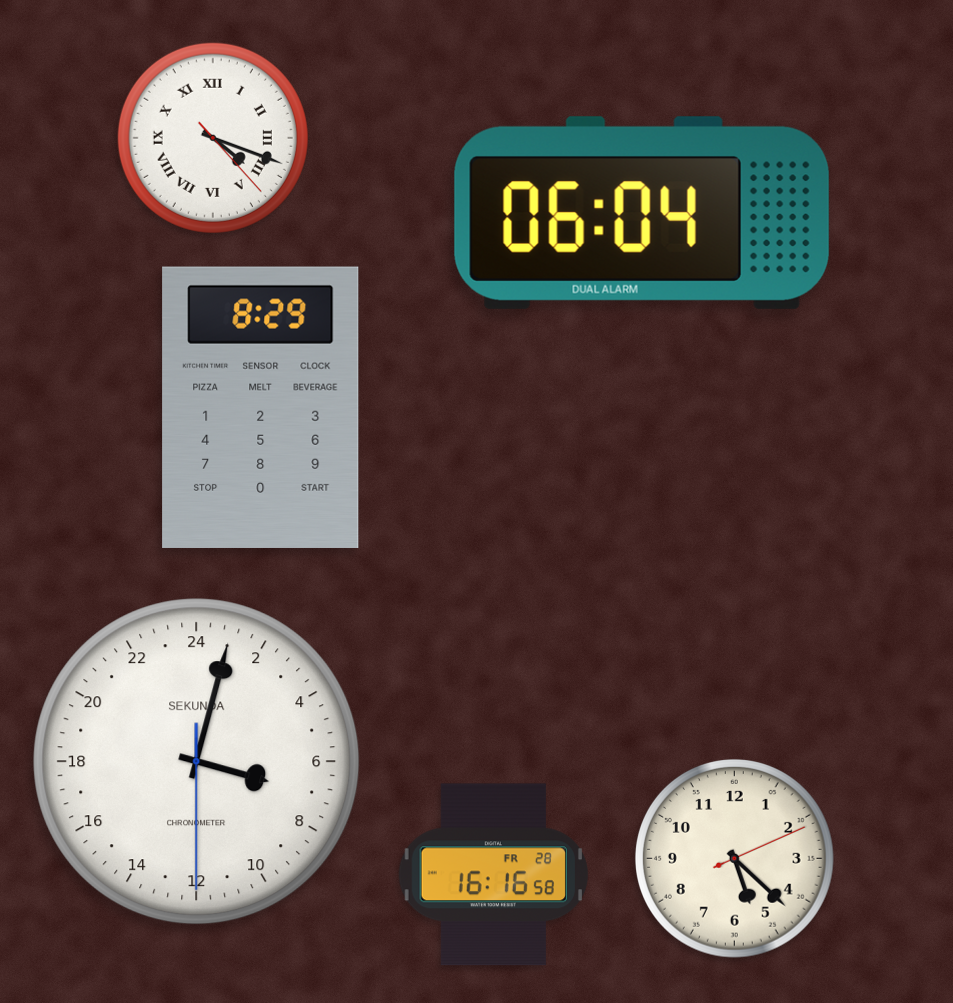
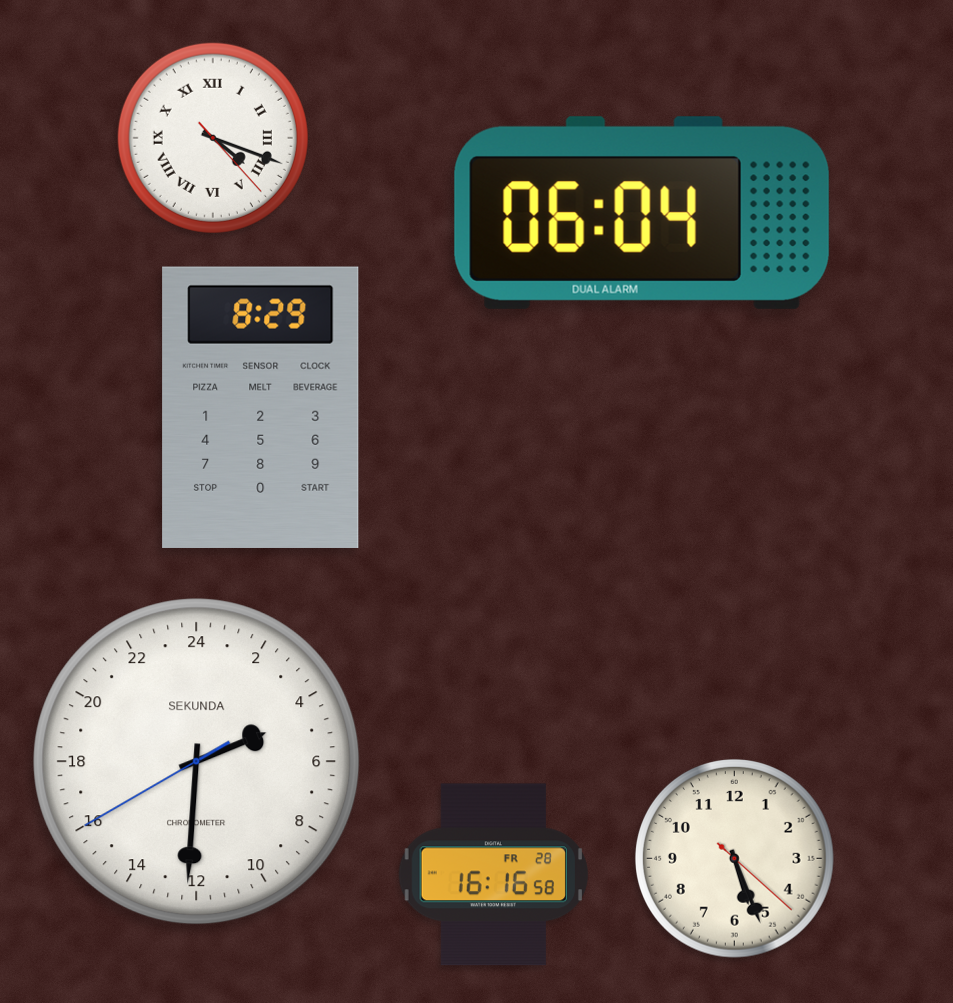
clock at (197, 762): 7:02 -> 4:30
clock at (734, 858): 5:22 -> 5:26
